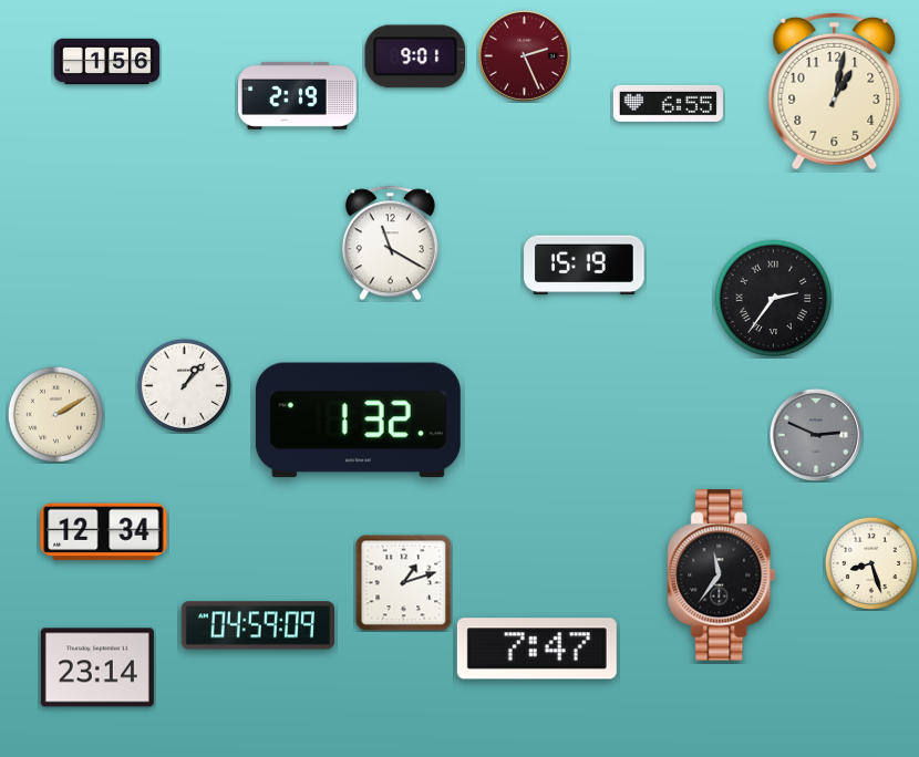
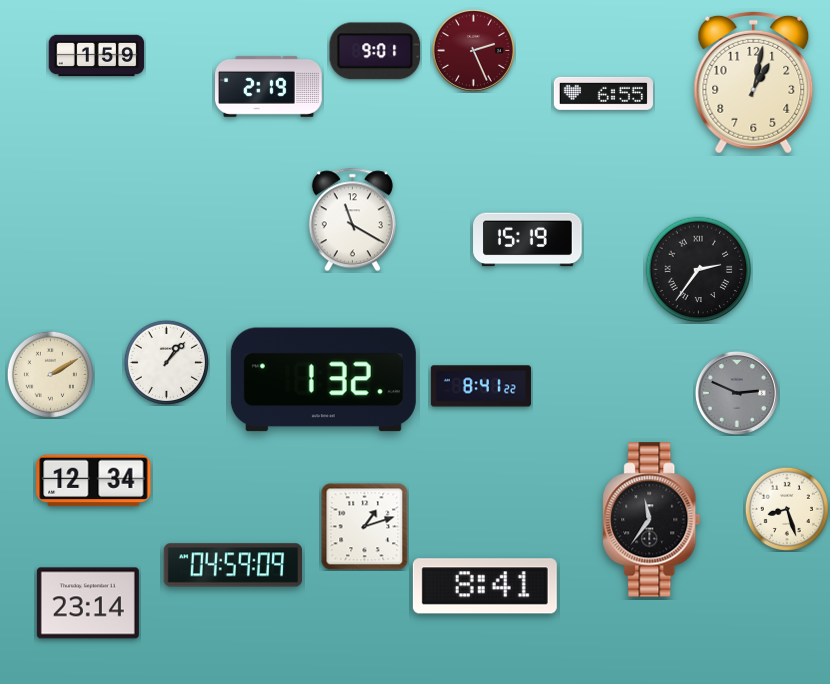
clock at (107, 62): 1:56 -> 1:59
clock at (184, 385) position: (184, 385) -> (166, 362)
clock at (481, 386): none -> 8:41
clock at (537, 649): 7:47 -> 8:41
